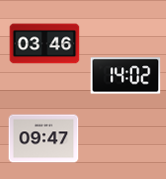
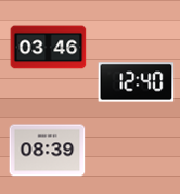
clock at (126, 76): 14:02 -> 12:40
clock at (44, 139): 09:47 -> 08:39
